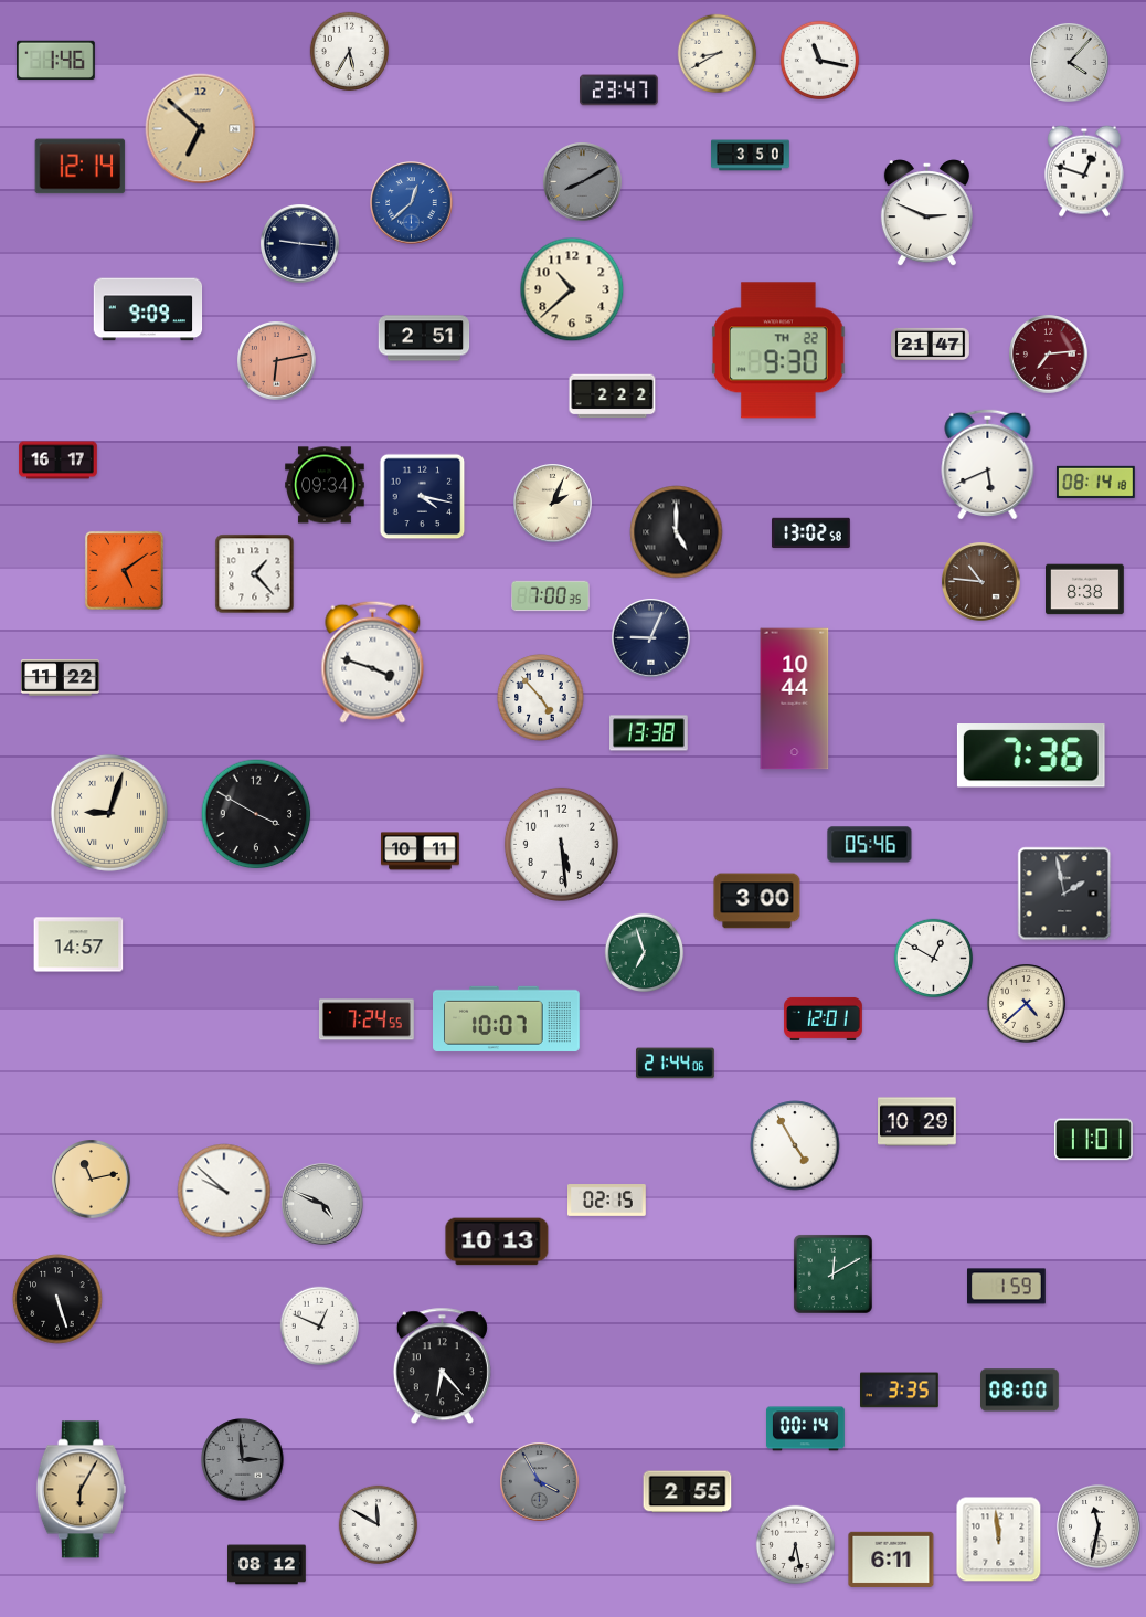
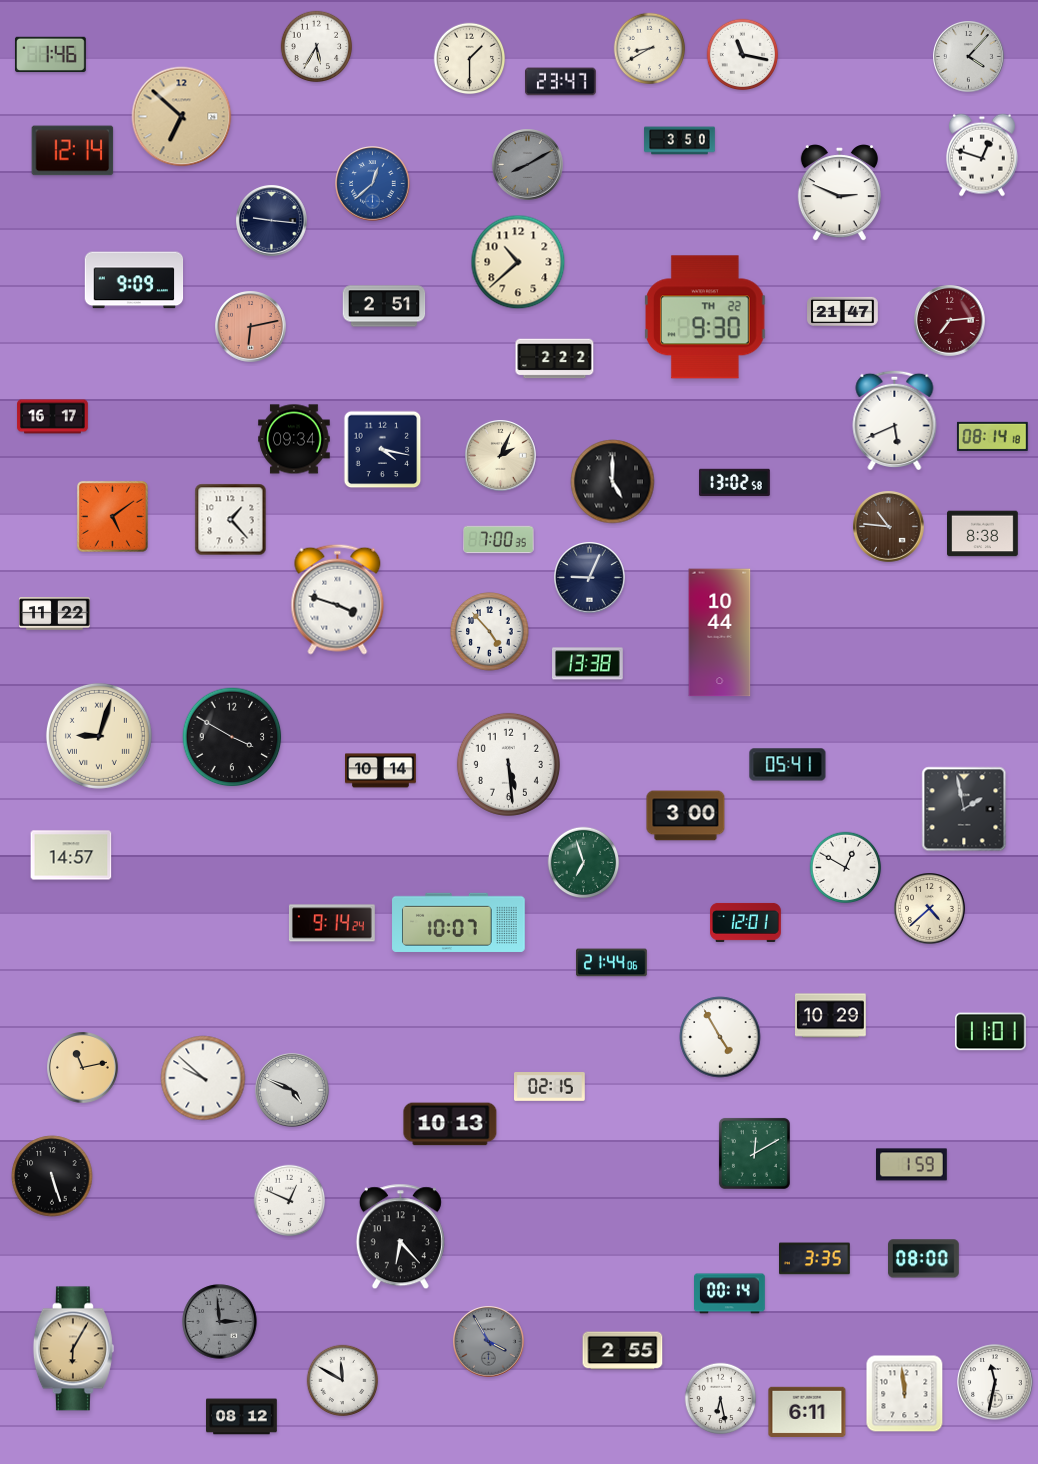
clock at (470, 59): none -> 1:30
clock at (1031, 757): 7:36 -> none
clock at (870, 845): 05:46 -> 05:41
clock at (421, 852): 10:11 -> 10:14
clock at (367, 1019): 7:24 -> 9:14
